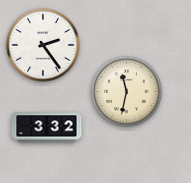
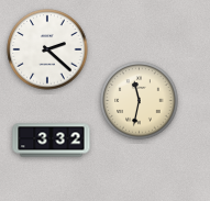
clock at (43, 45): 2:24 -> 2:22
